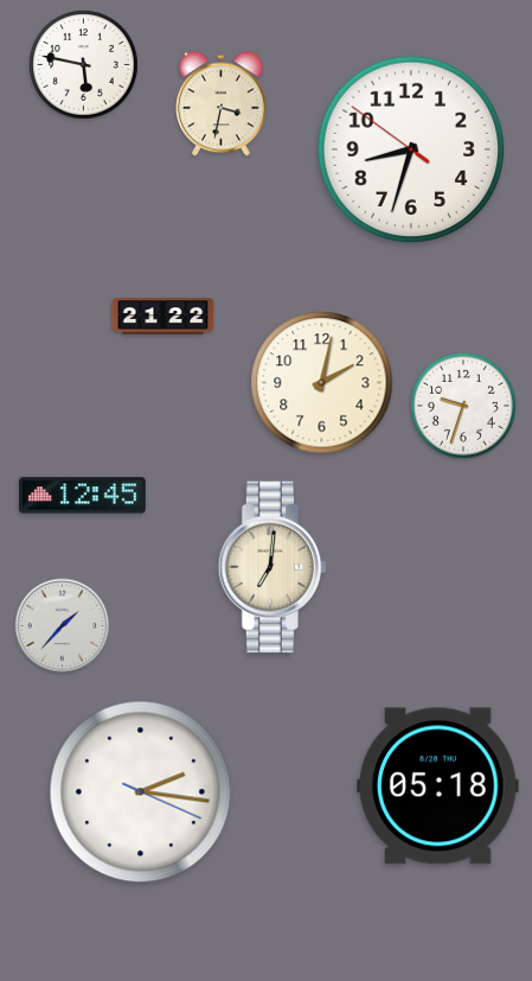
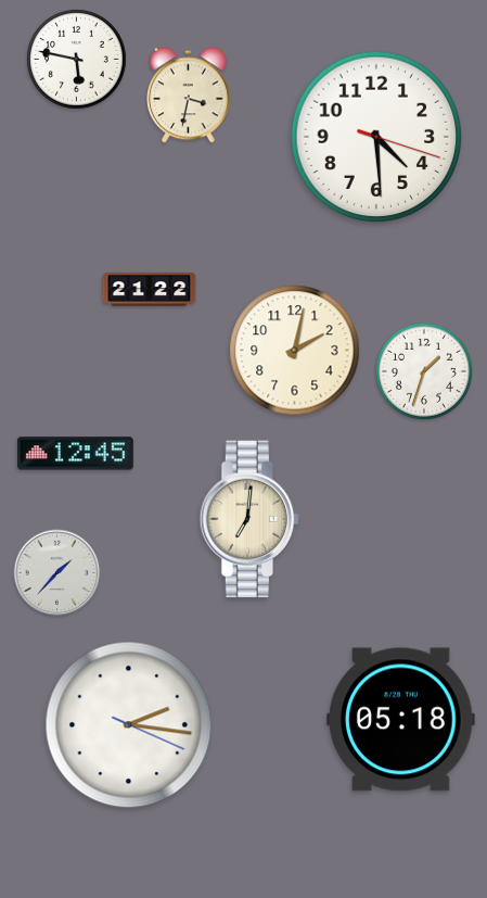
clock at (222, 104) position: (222, 104) -> (189, 96)
clock at (411, 149): 8:32 -> 4:29
clock at (463, 406): 9:33 -> 1:33
